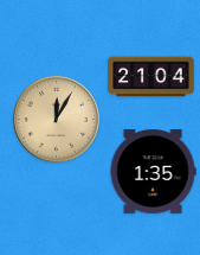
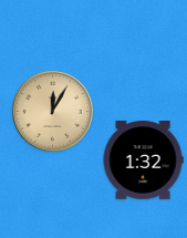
clock at (151, 77): 21:04 -> none
clock at (153, 172): 1:35 -> 1:32
